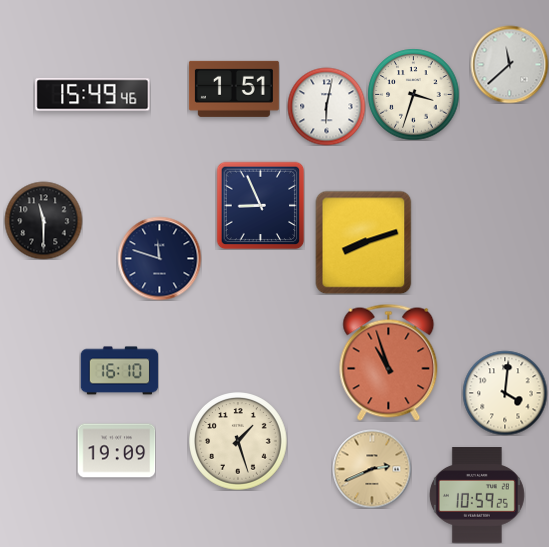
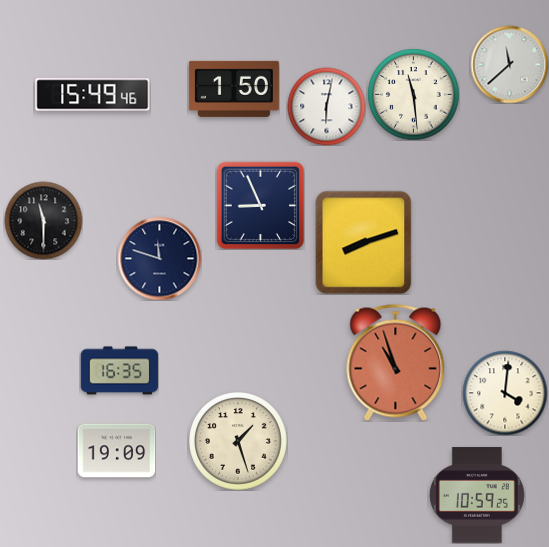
clock at (234, 89): 1:51 -> 1:50
clock at (413, 94): 3:33 -> 11:29
clock at (389, 362) position: (389, 362) -> (396, 362)
clock at (119, 371): 16:10 -> 16:35
clock at (372, 469): 2:41 -> none
